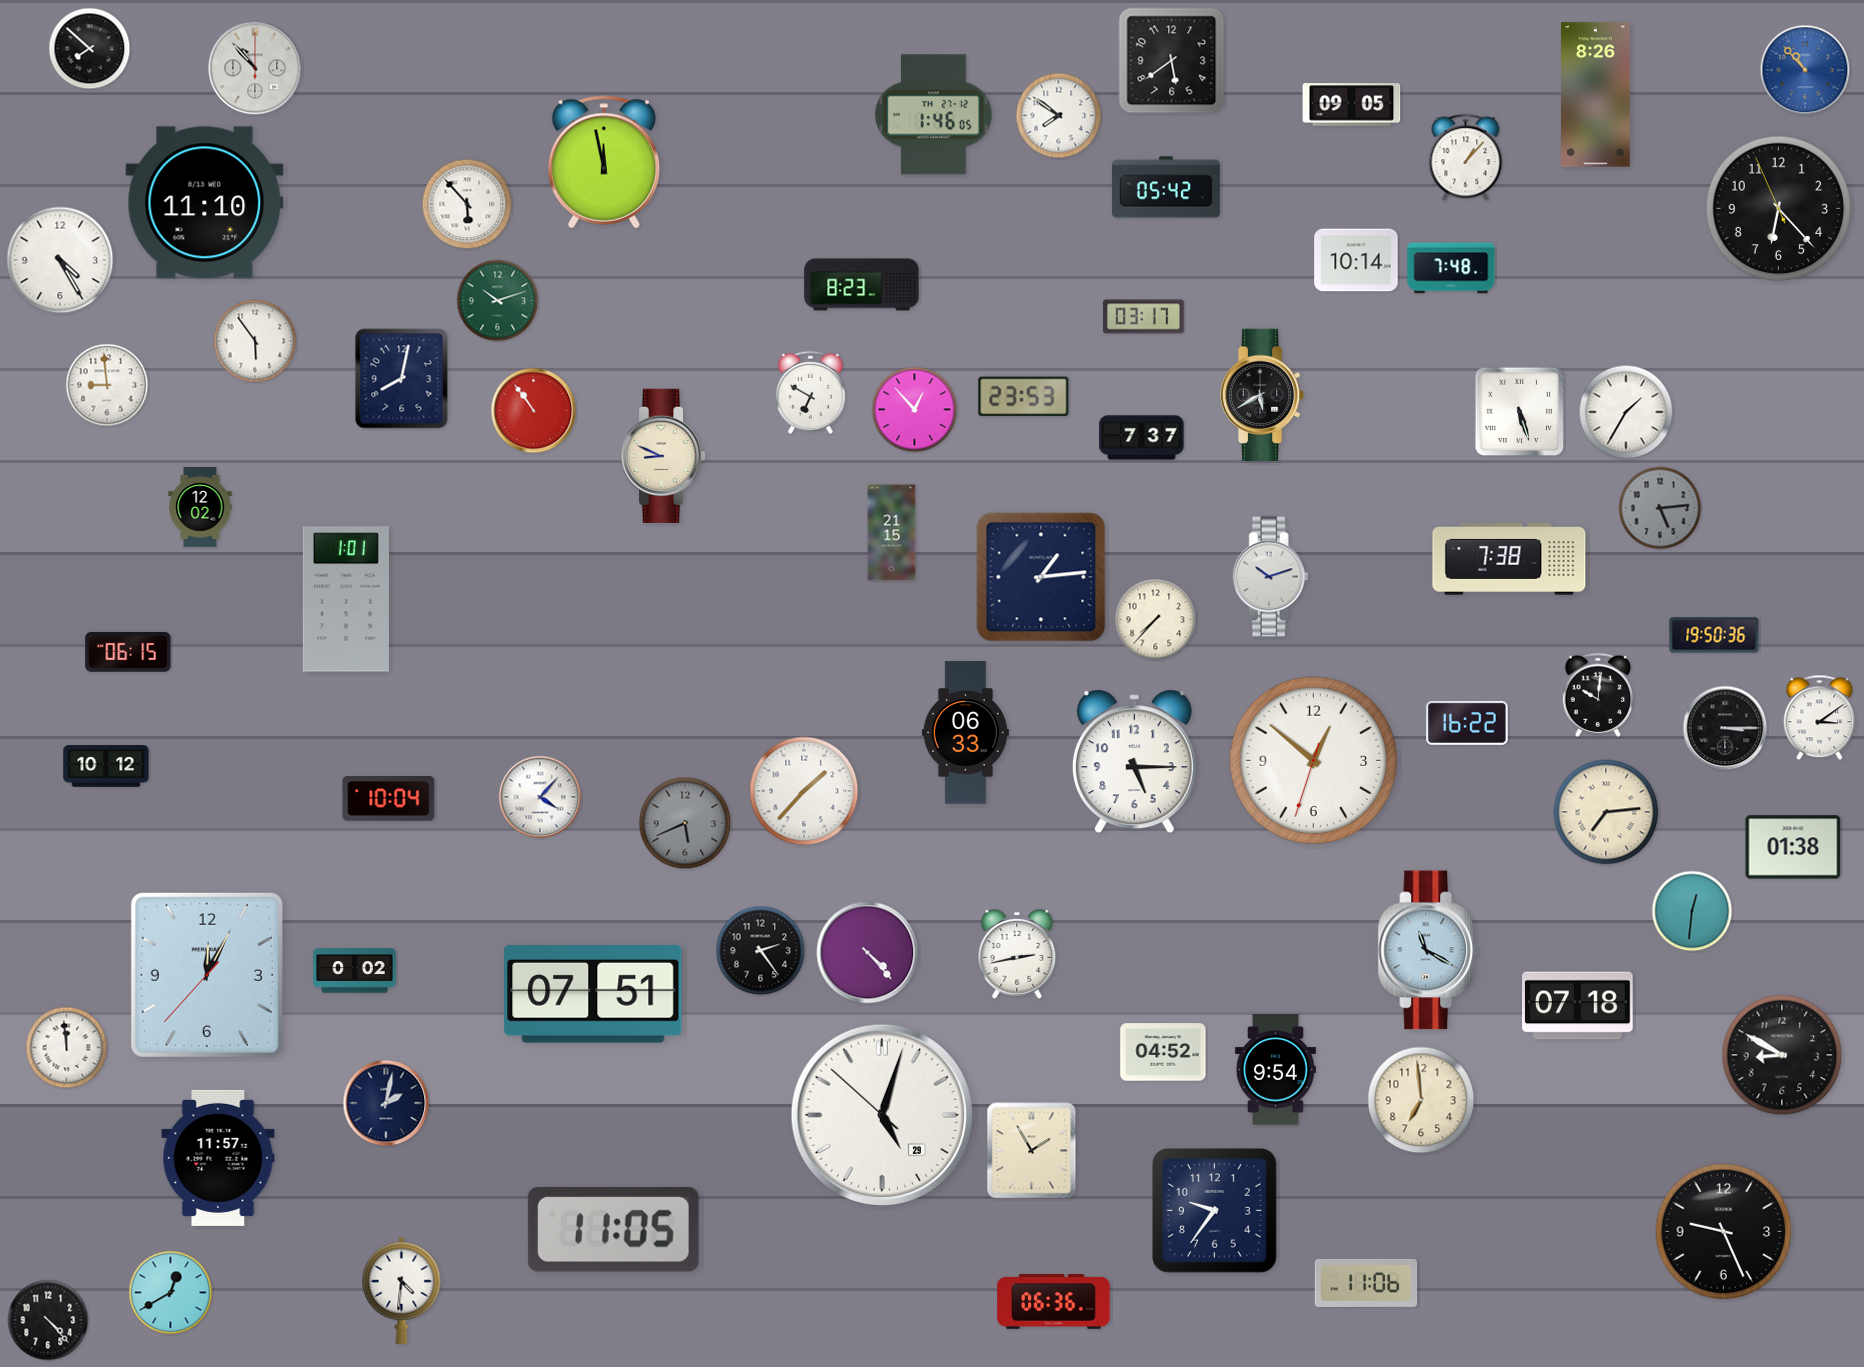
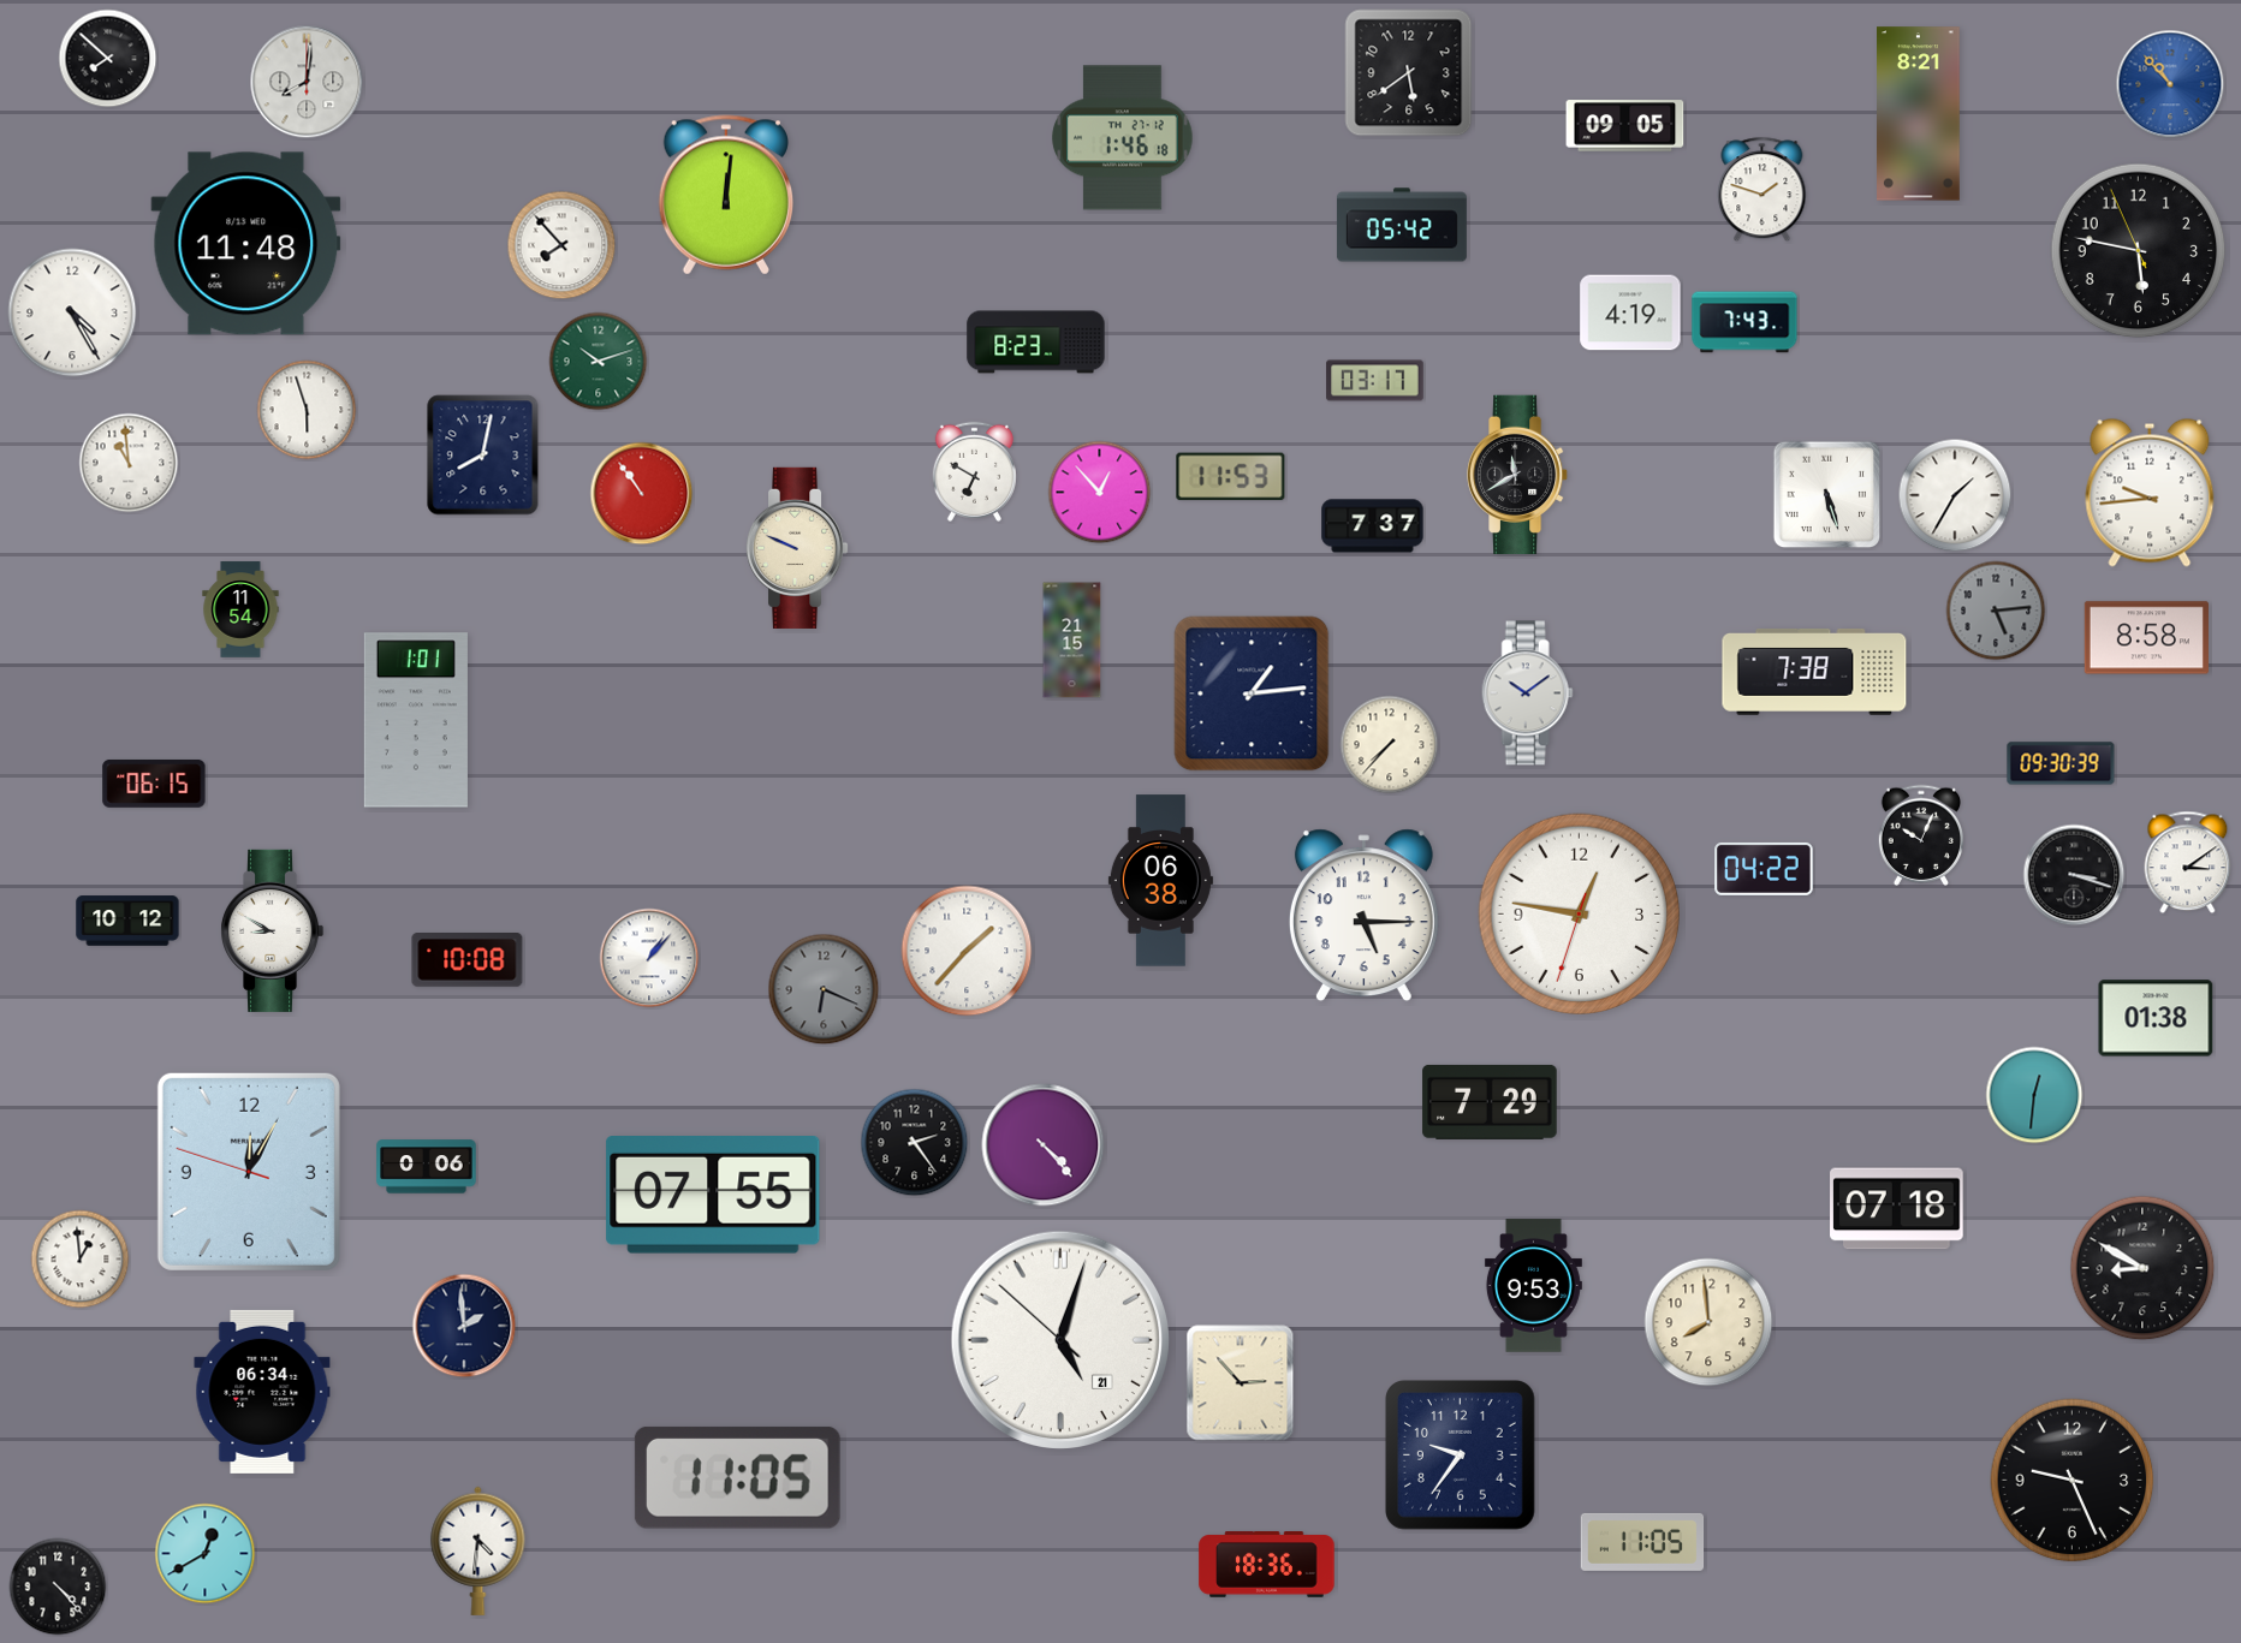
clock at (255, 68): 10:53 -> 8:01
clock at (1596, 95): 8:26 -> 8:21
clock at (934, 115): 1:46:05 -> 1:46:18
clock at (1059, 116): 7:51 -> none
clock at (1466, 158): 1:07 -> 1:48
clock at (603, 162): 11:58 -> 12:01
clock at (205, 203): 11:10 -> 11:48
clock at (467, 204): 5:53 -> 7:53
clock at (1779, 209): 6:22 -> 5:46
clock at (1356, 260): 10:14 -> 4:19
clock at (1451, 268): 7:48 -> 7:43
clock at (255, 341): 5:54 -> 5:57
clock at (107, 385): 8:59 -> 10:59
clock at (1262, 394): 5:40 -> 11:40
clock at (1024, 397): 23:53 -> 11:53
clock at (2150, 493): none -> 9:44
clock at (664, 456): 8:49 -> 9:49
clock at (200, 507): 12:02 -> 11:54
clock at (2146, 638): none -> 8:58
clock at (1270, 577): 10:12 -> 10:09
clock at (1714, 635): 19:50 -> 09:30
clock at (1597, 695): 10:01 -> 10:04
clock at (1467, 723): 16:22 -> 04:22
clock at (1725, 728): 3:15 -> 3:18
clock at (965, 733): 06:33 -> 06:38
clock at (1313, 760): 12:51 -> 12:46
clock at (273, 930): none -> 8:50
clock at (540, 797): 4:07 -> 1:07
clock at (389, 799): 10:04 -> 10:08
clock at (1606, 812): 7:14 -> none
clock at (685, 823): 5:41 -> 6:19
clock at (1490, 1102): none -> 7:29
clock at (1428, 950): 11:20 -> none
clock at (1017, 954): 2:43 -> none
clock at (355, 971): 0:02 -> 0:06
clock at (207, 975): 12:04:37 -> 12:04:48
clock at (593, 995): 07:51 -> 07:55
clock at (67, 1048): 11:59 -> 12:59
clock at (1163, 1052): 04:52 -> none
clock at (1275, 1070): 9:54 -> 9:53
clock at (1421, 1100): 6:59 -> 7:59
clock at (386, 1103): 2:02 -> 1:59
clock at (881, 1114) date: 29 -> 21
clock at (1032, 1151): 1:55 -> 2:53
clock at (218, 1158): 11:57 -> 06:34
clock at (1366, 1283): 11:06 -> 11:05
clock at (402, 1290) position: (402, 1290) -> (478, 1550)
clock at (1054, 1302): 06:36 -> 18:36
